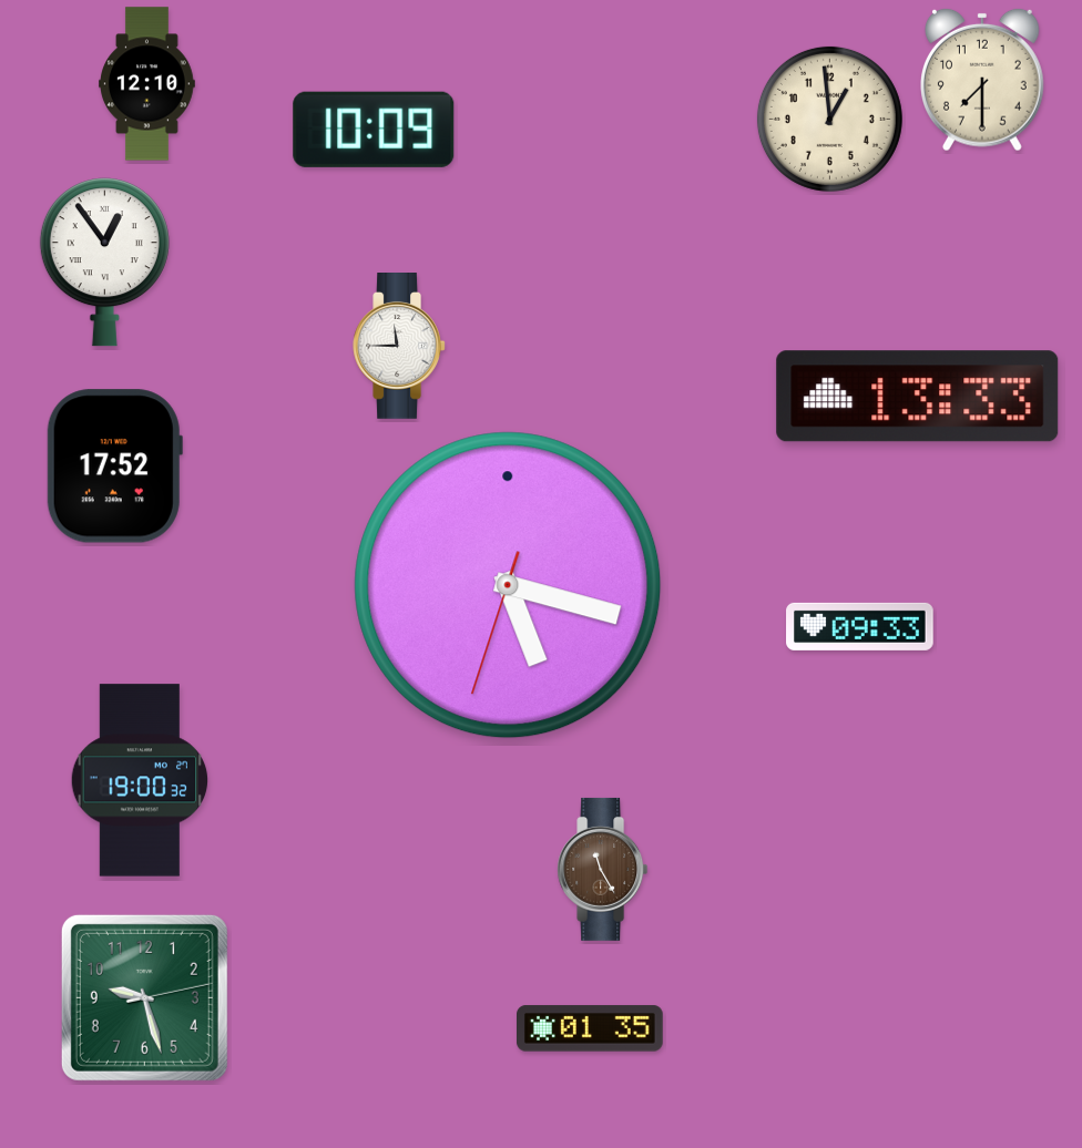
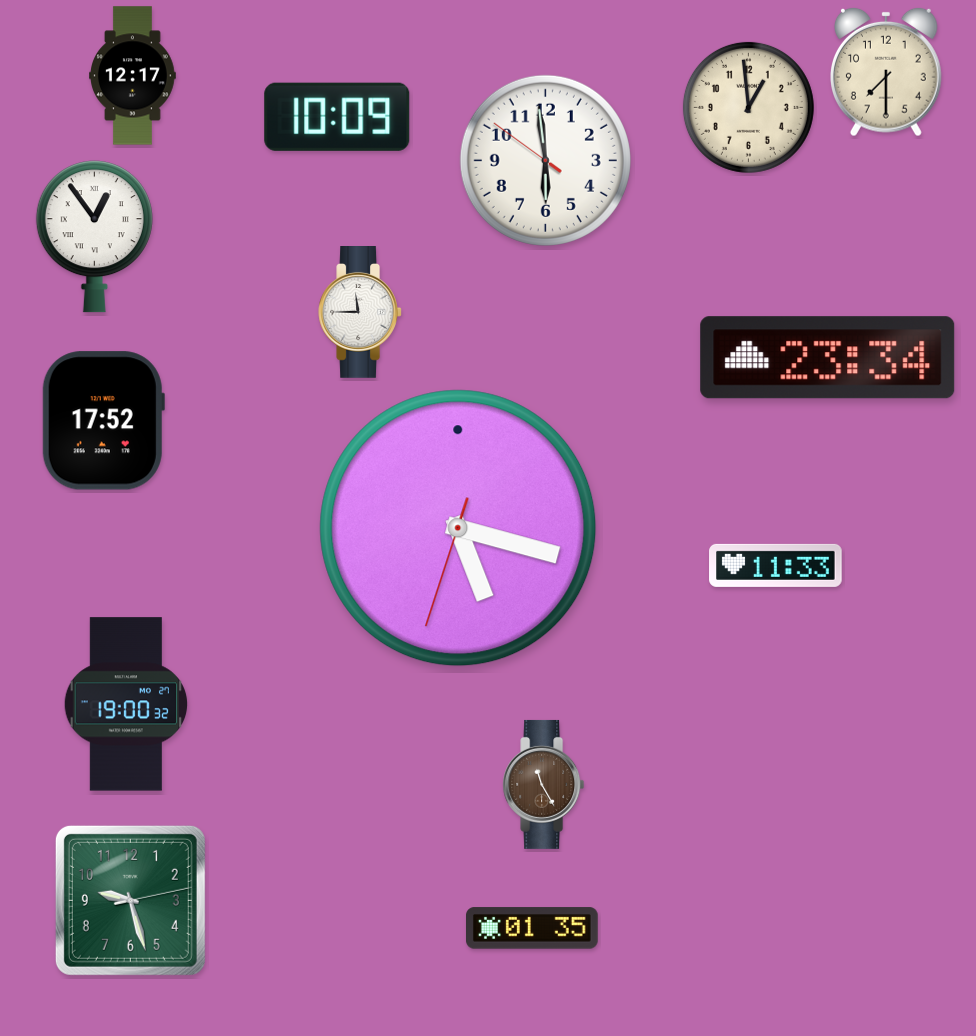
clock at (147, 84): 12:10 -> 12:17
clock at (545, 160): none -> 5:58
clock at (918, 397): 13:33 -> 23:34
clock at (860, 626): 09:33 -> 11:33
